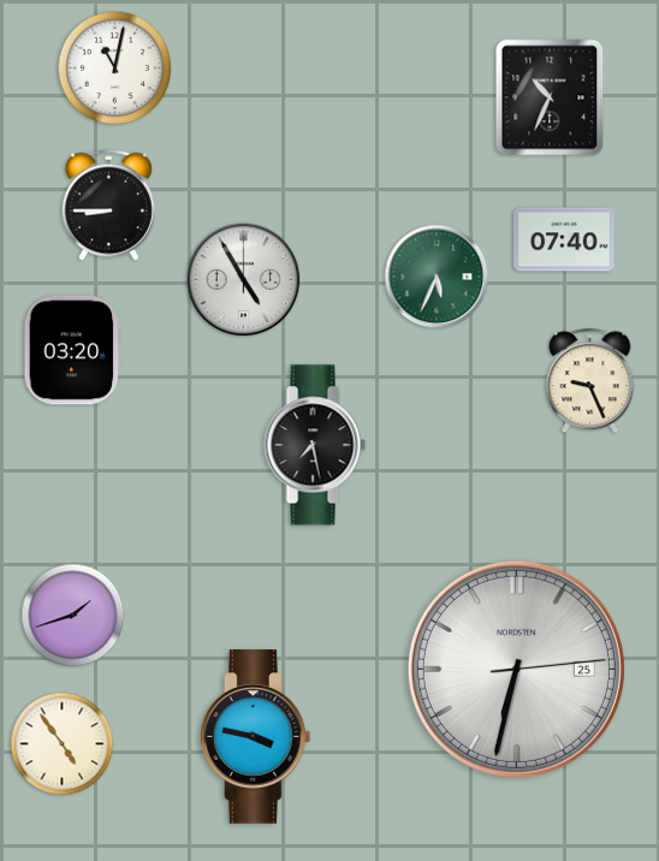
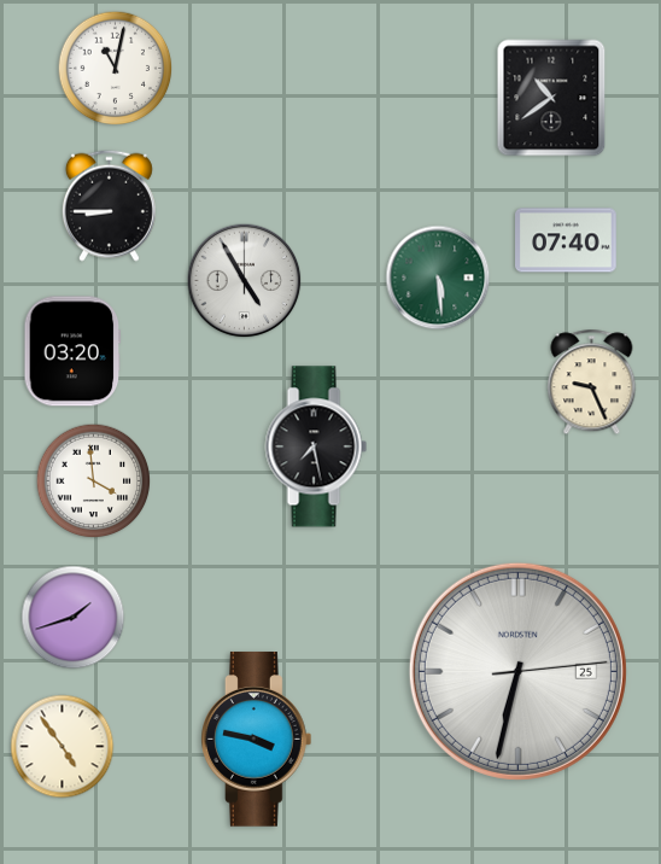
clock at (550, 97): 10:34 -> 10:39
clock at (437, 277): 5:34 -> 5:29
clock at (94, 481): none -> 3:59
